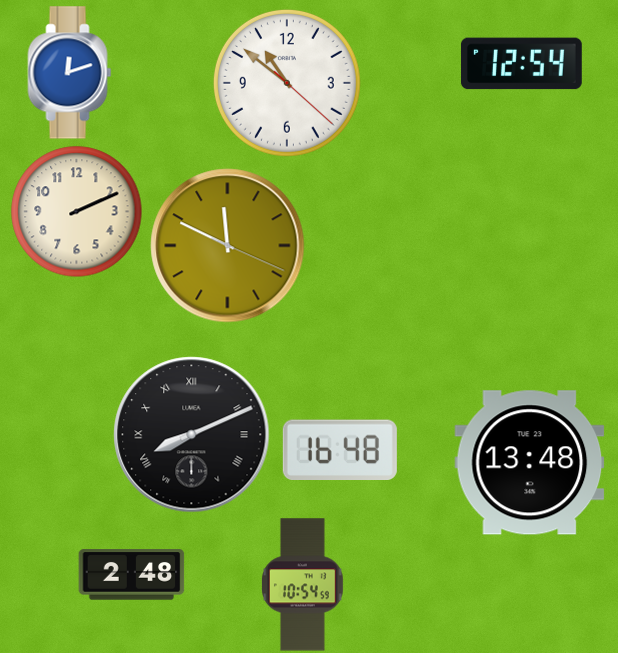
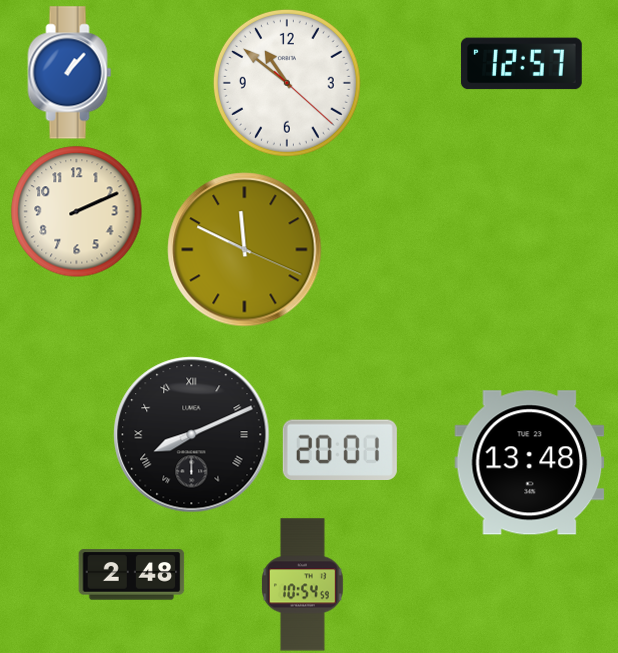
clock at (521, 64): 12:54 -> 12:57
clock at (70, 73): 12:12 -> 1:07
clock at (228, 246) position: (228, 246) -> (245, 250)
clock at (340, 450): 16:48 -> 20:01
